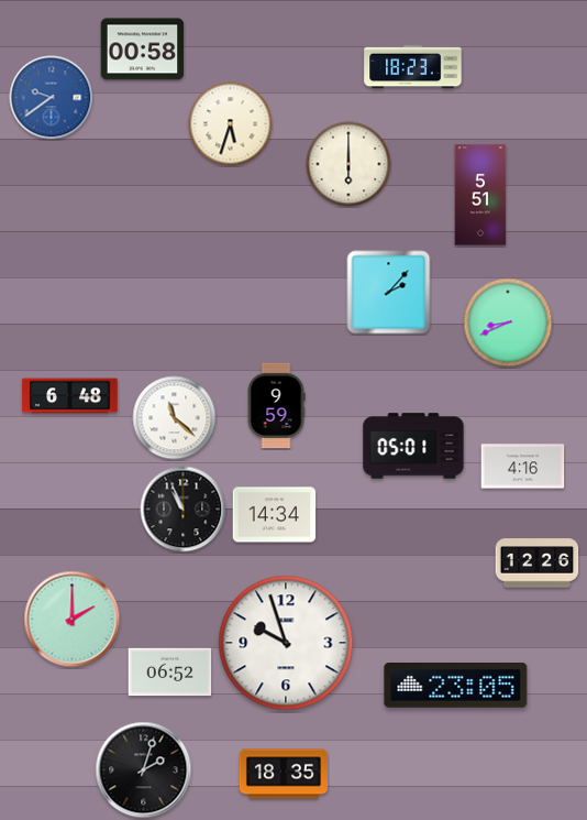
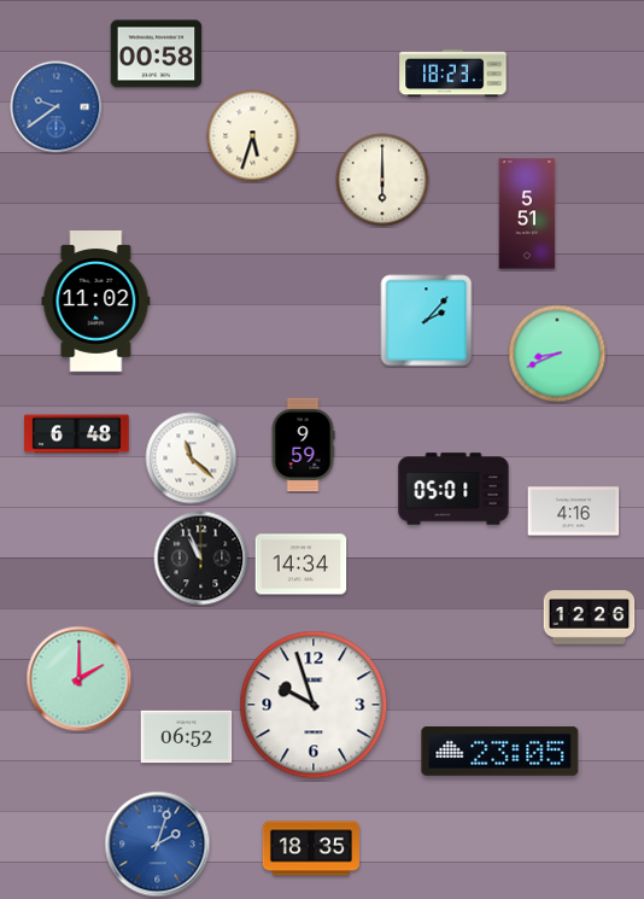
clock at (96, 302): none -> 11:02
clock at (144, 770) dial: black -> blue
